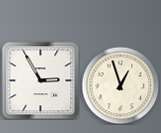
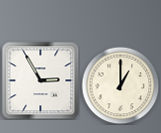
clock at (120, 85): 12:57 -> 1:00
